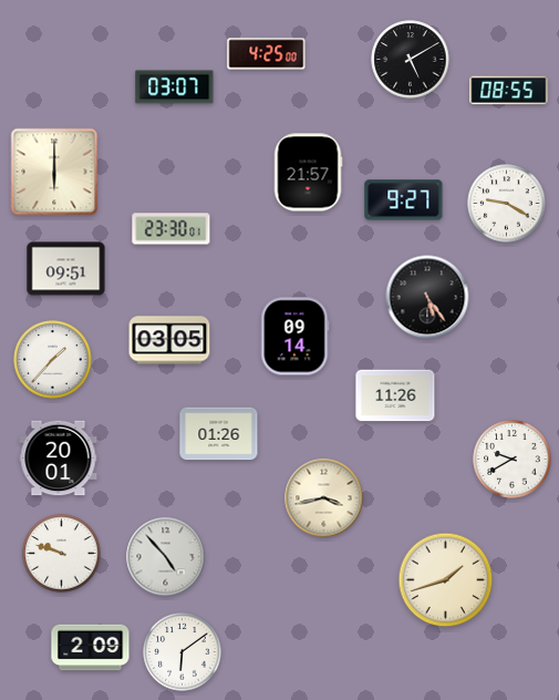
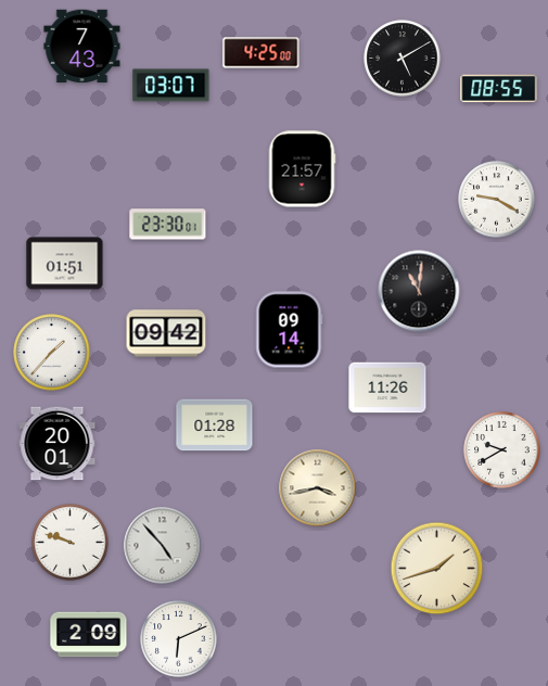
clock at (82, 47): none -> 7:43
clock at (54, 172): 6:00 -> none
clock at (404, 200): 9:27 -> none
clock at (66, 269): 09:51 -> 01:51
clock at (427, 297): 5:24 -> 11:01
clock at (169, 340): 03:05 -> 09:42
clock at (219, 434): 01:26 -> 01:28
clock at (59, 459) position: (59, 459) -> (58, 444)
clock at (62, 554) position: (62, 554) -> (71, 543)
clock at (183, 652): 6:09 -> 6:11
